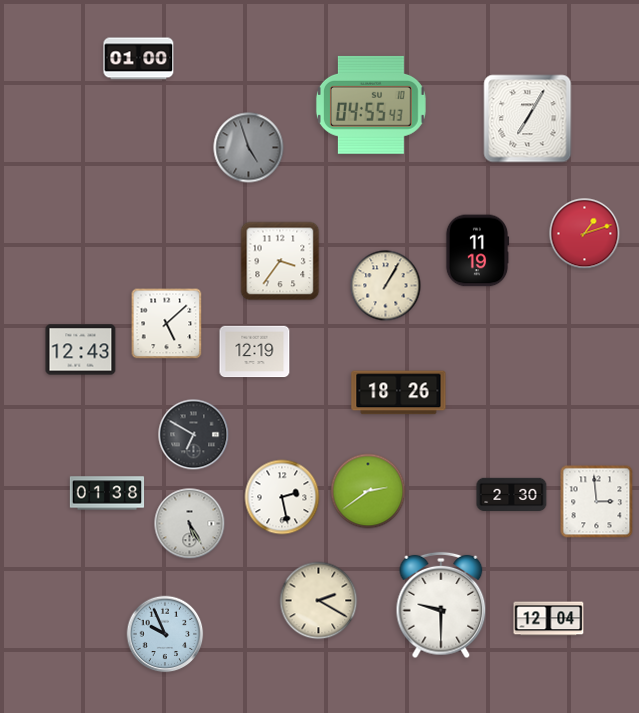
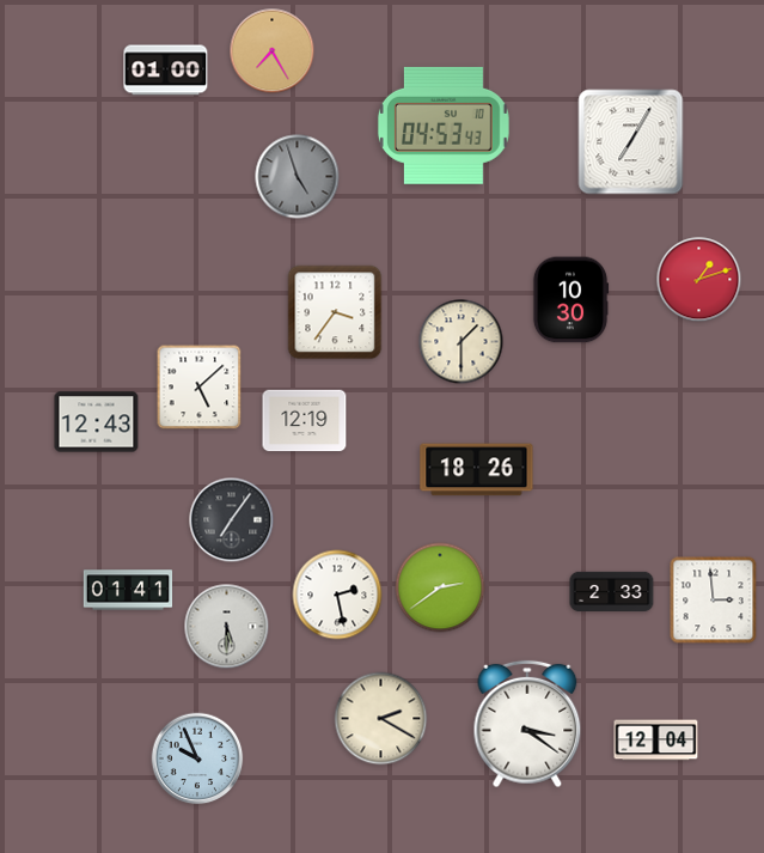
clock at (273, 51): none -> 7:25
clock at (371, 105): 04:55 -> 04:53
clock at (477, 251): 11:19 -> 10:30
clock at (386, 286): 1:05 -> 1:30
clock at (81, 350) position: (81, 350) -> (97, 422)
clock at (194, 435): 6:50 -> 7:06
clock at (107, 493): 01:38 -> 01:41
clock at (512, 495): 2:30 -> 2:33
clock at (190, 524): 5:25 -> 5:30
clock at (441, 605): 9:30 -> 3:21
